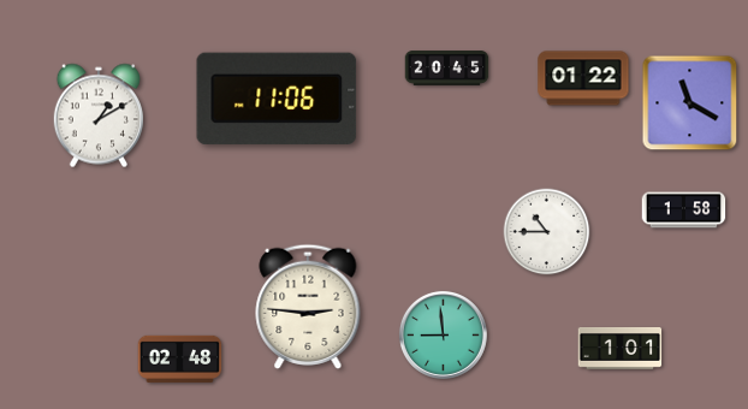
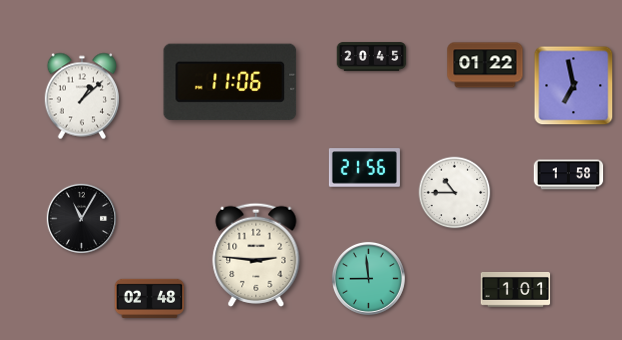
clock at (690, 103): 11:20 -> 6:58
clock at (97, 115): 1:10 -> 1:08
clock at (364, 168): none -> 21:56
clock at (82, 219): none -> 11:05
